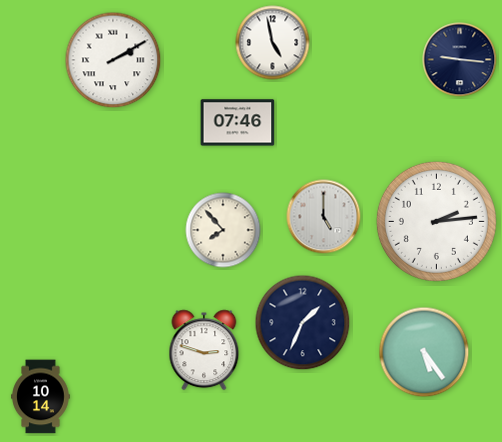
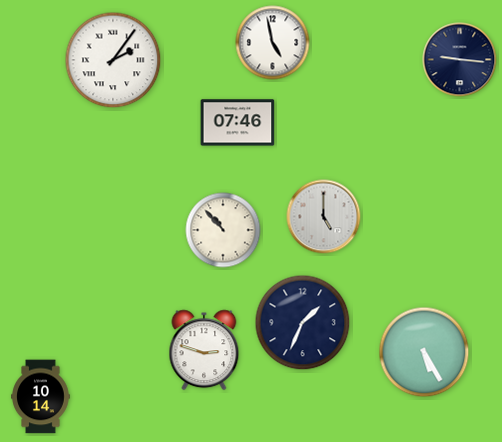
clock at (113, 60): 2:10 -> 2:06
clock at (436, 221): 2:14 -> none
clock at (223, 230): 7:53 -> 10:53
clock at (424, 352): 5:24 -> 5:25
